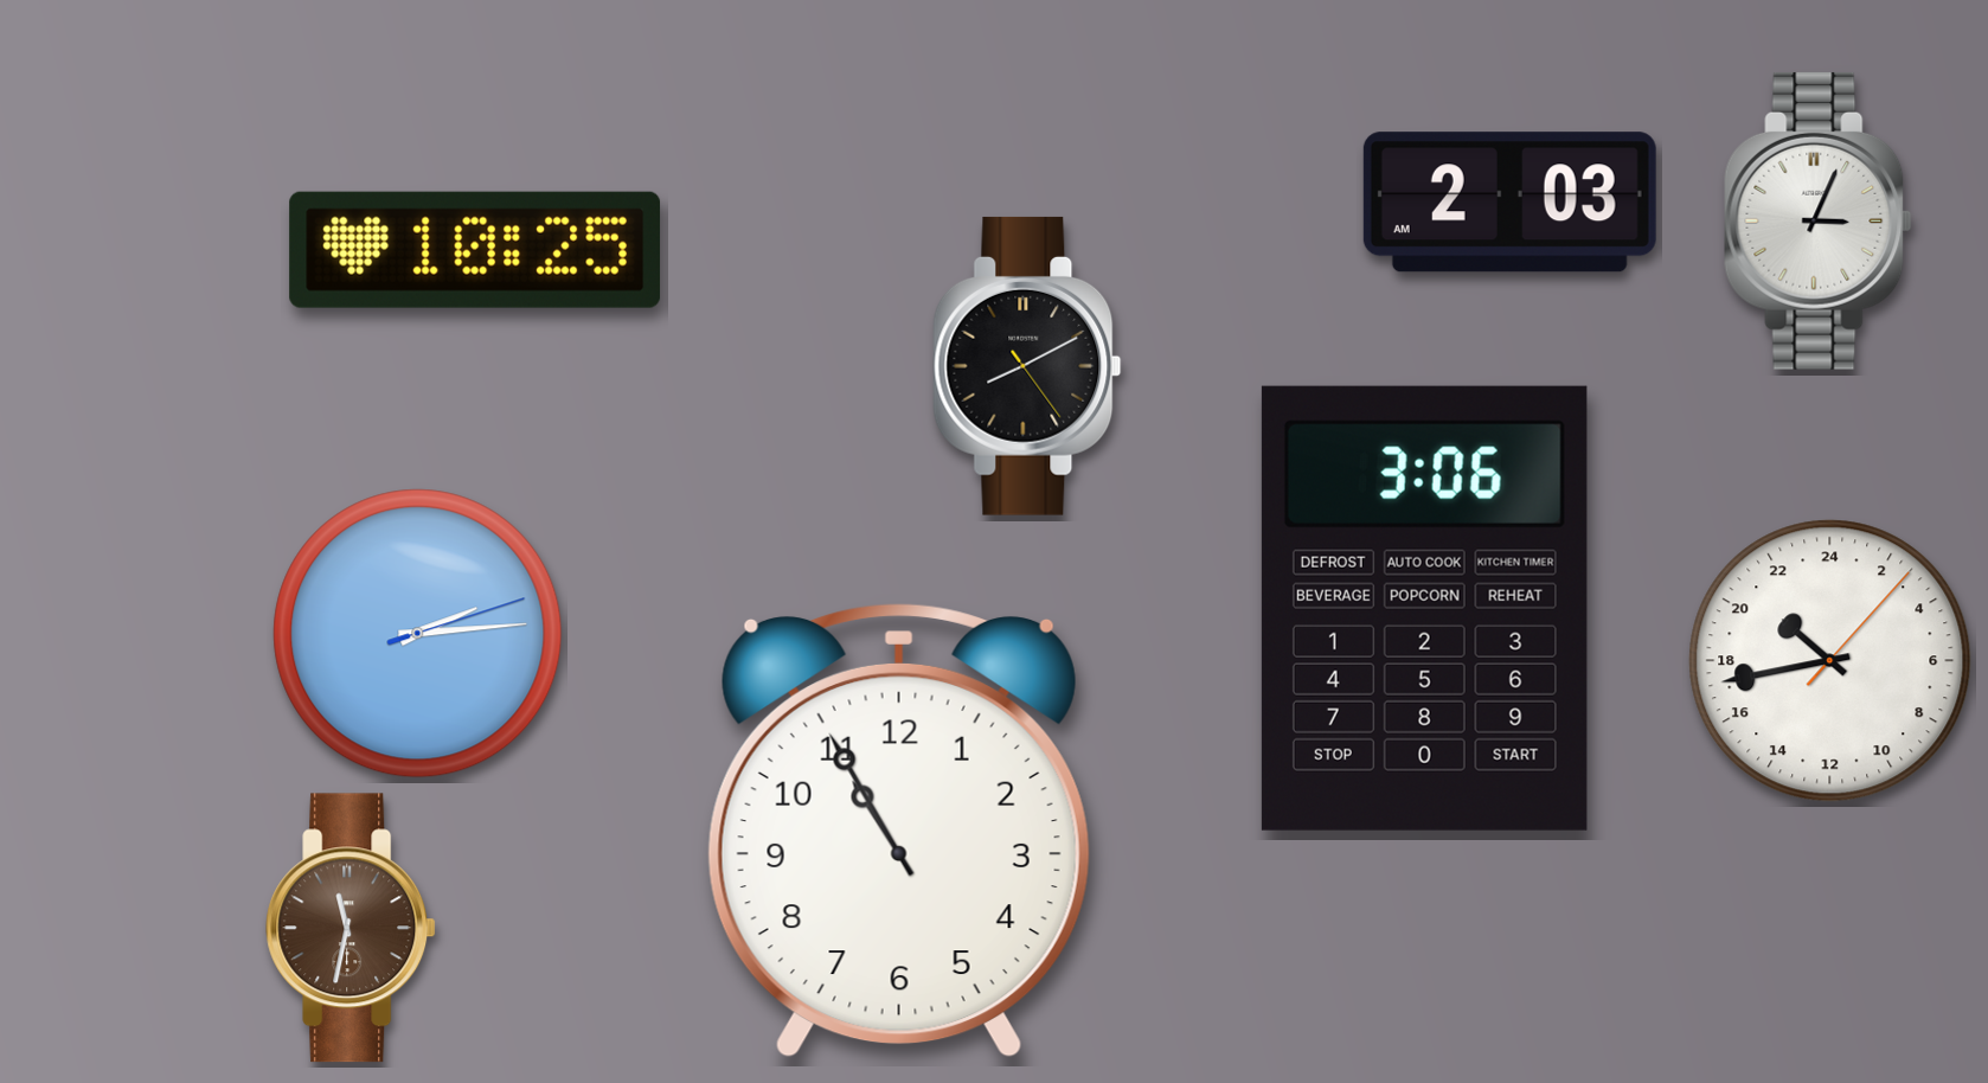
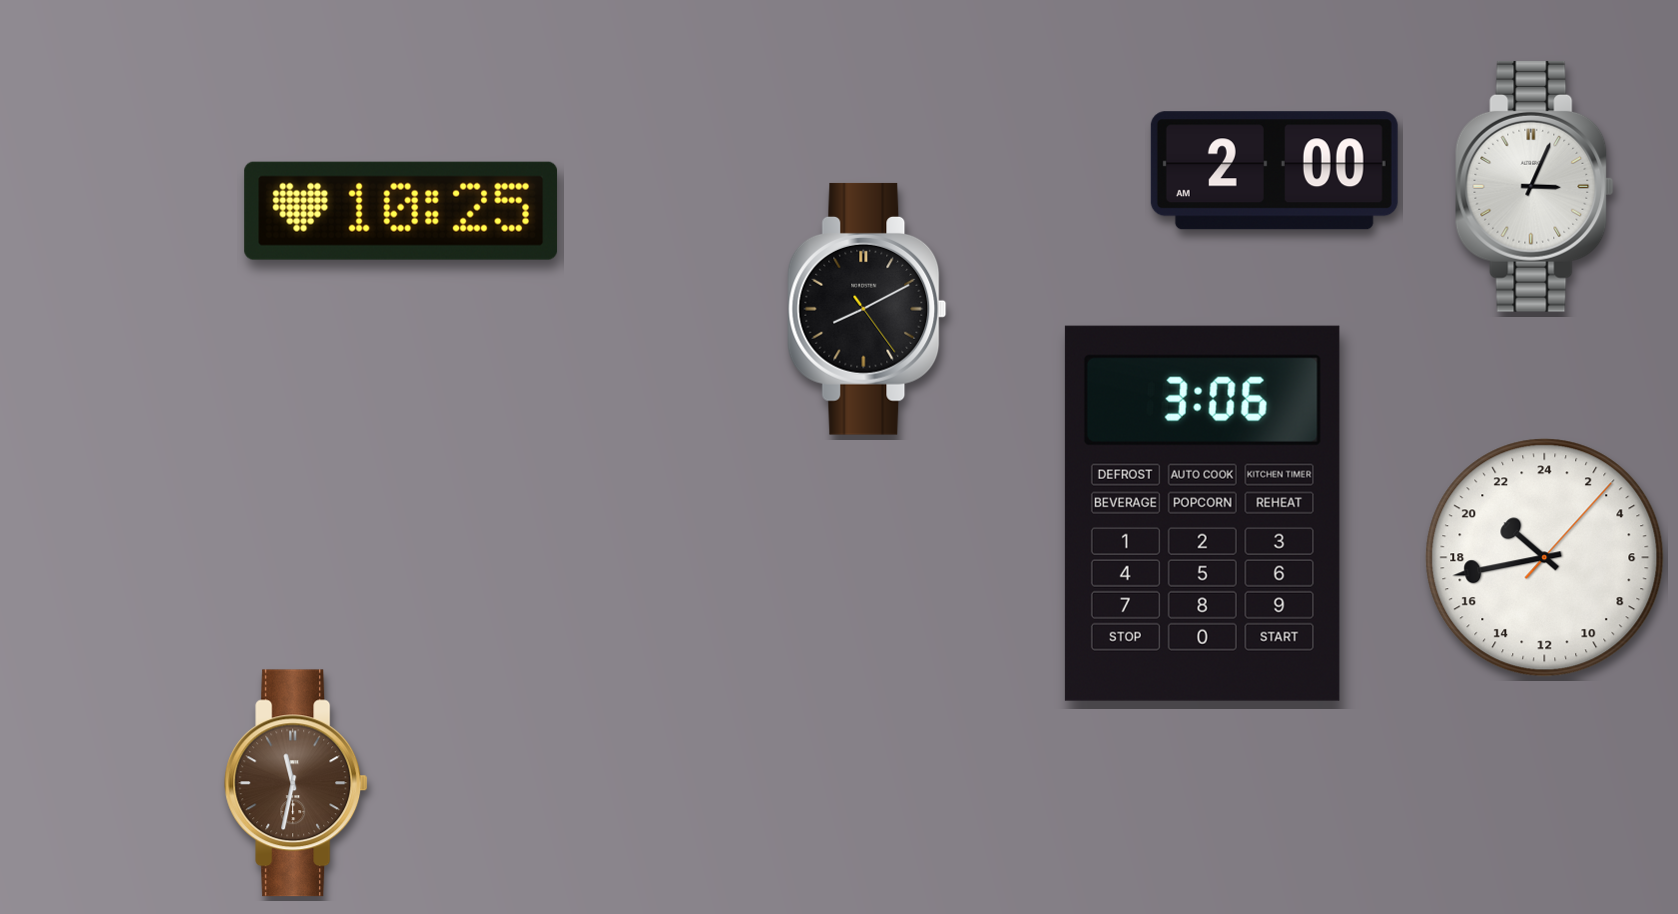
clock at (1509, 203): 2:03 -> 2:00
clock at (418, 634): 2:14 -> none
clock at (899, 831): 10:55 -> none
